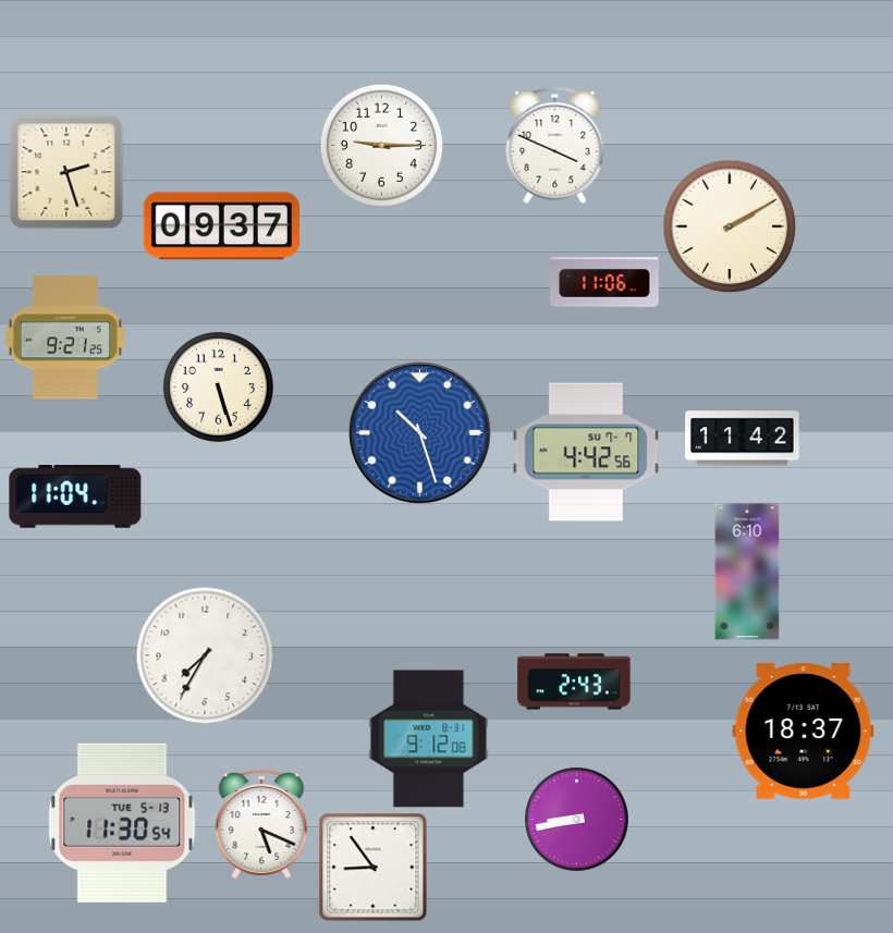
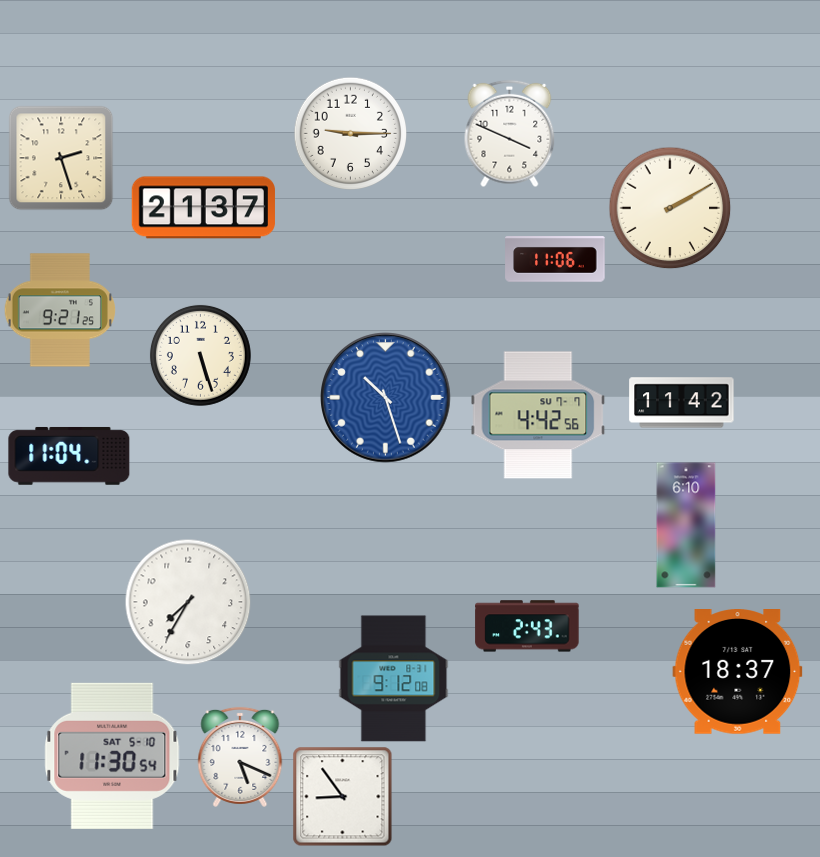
clock at (221, 226): 09:37 -> 21:37
clock at (576, 819): 8:43 -> none
clock at (122, 823) date: TUE 5-13 -> SAT 5-10
